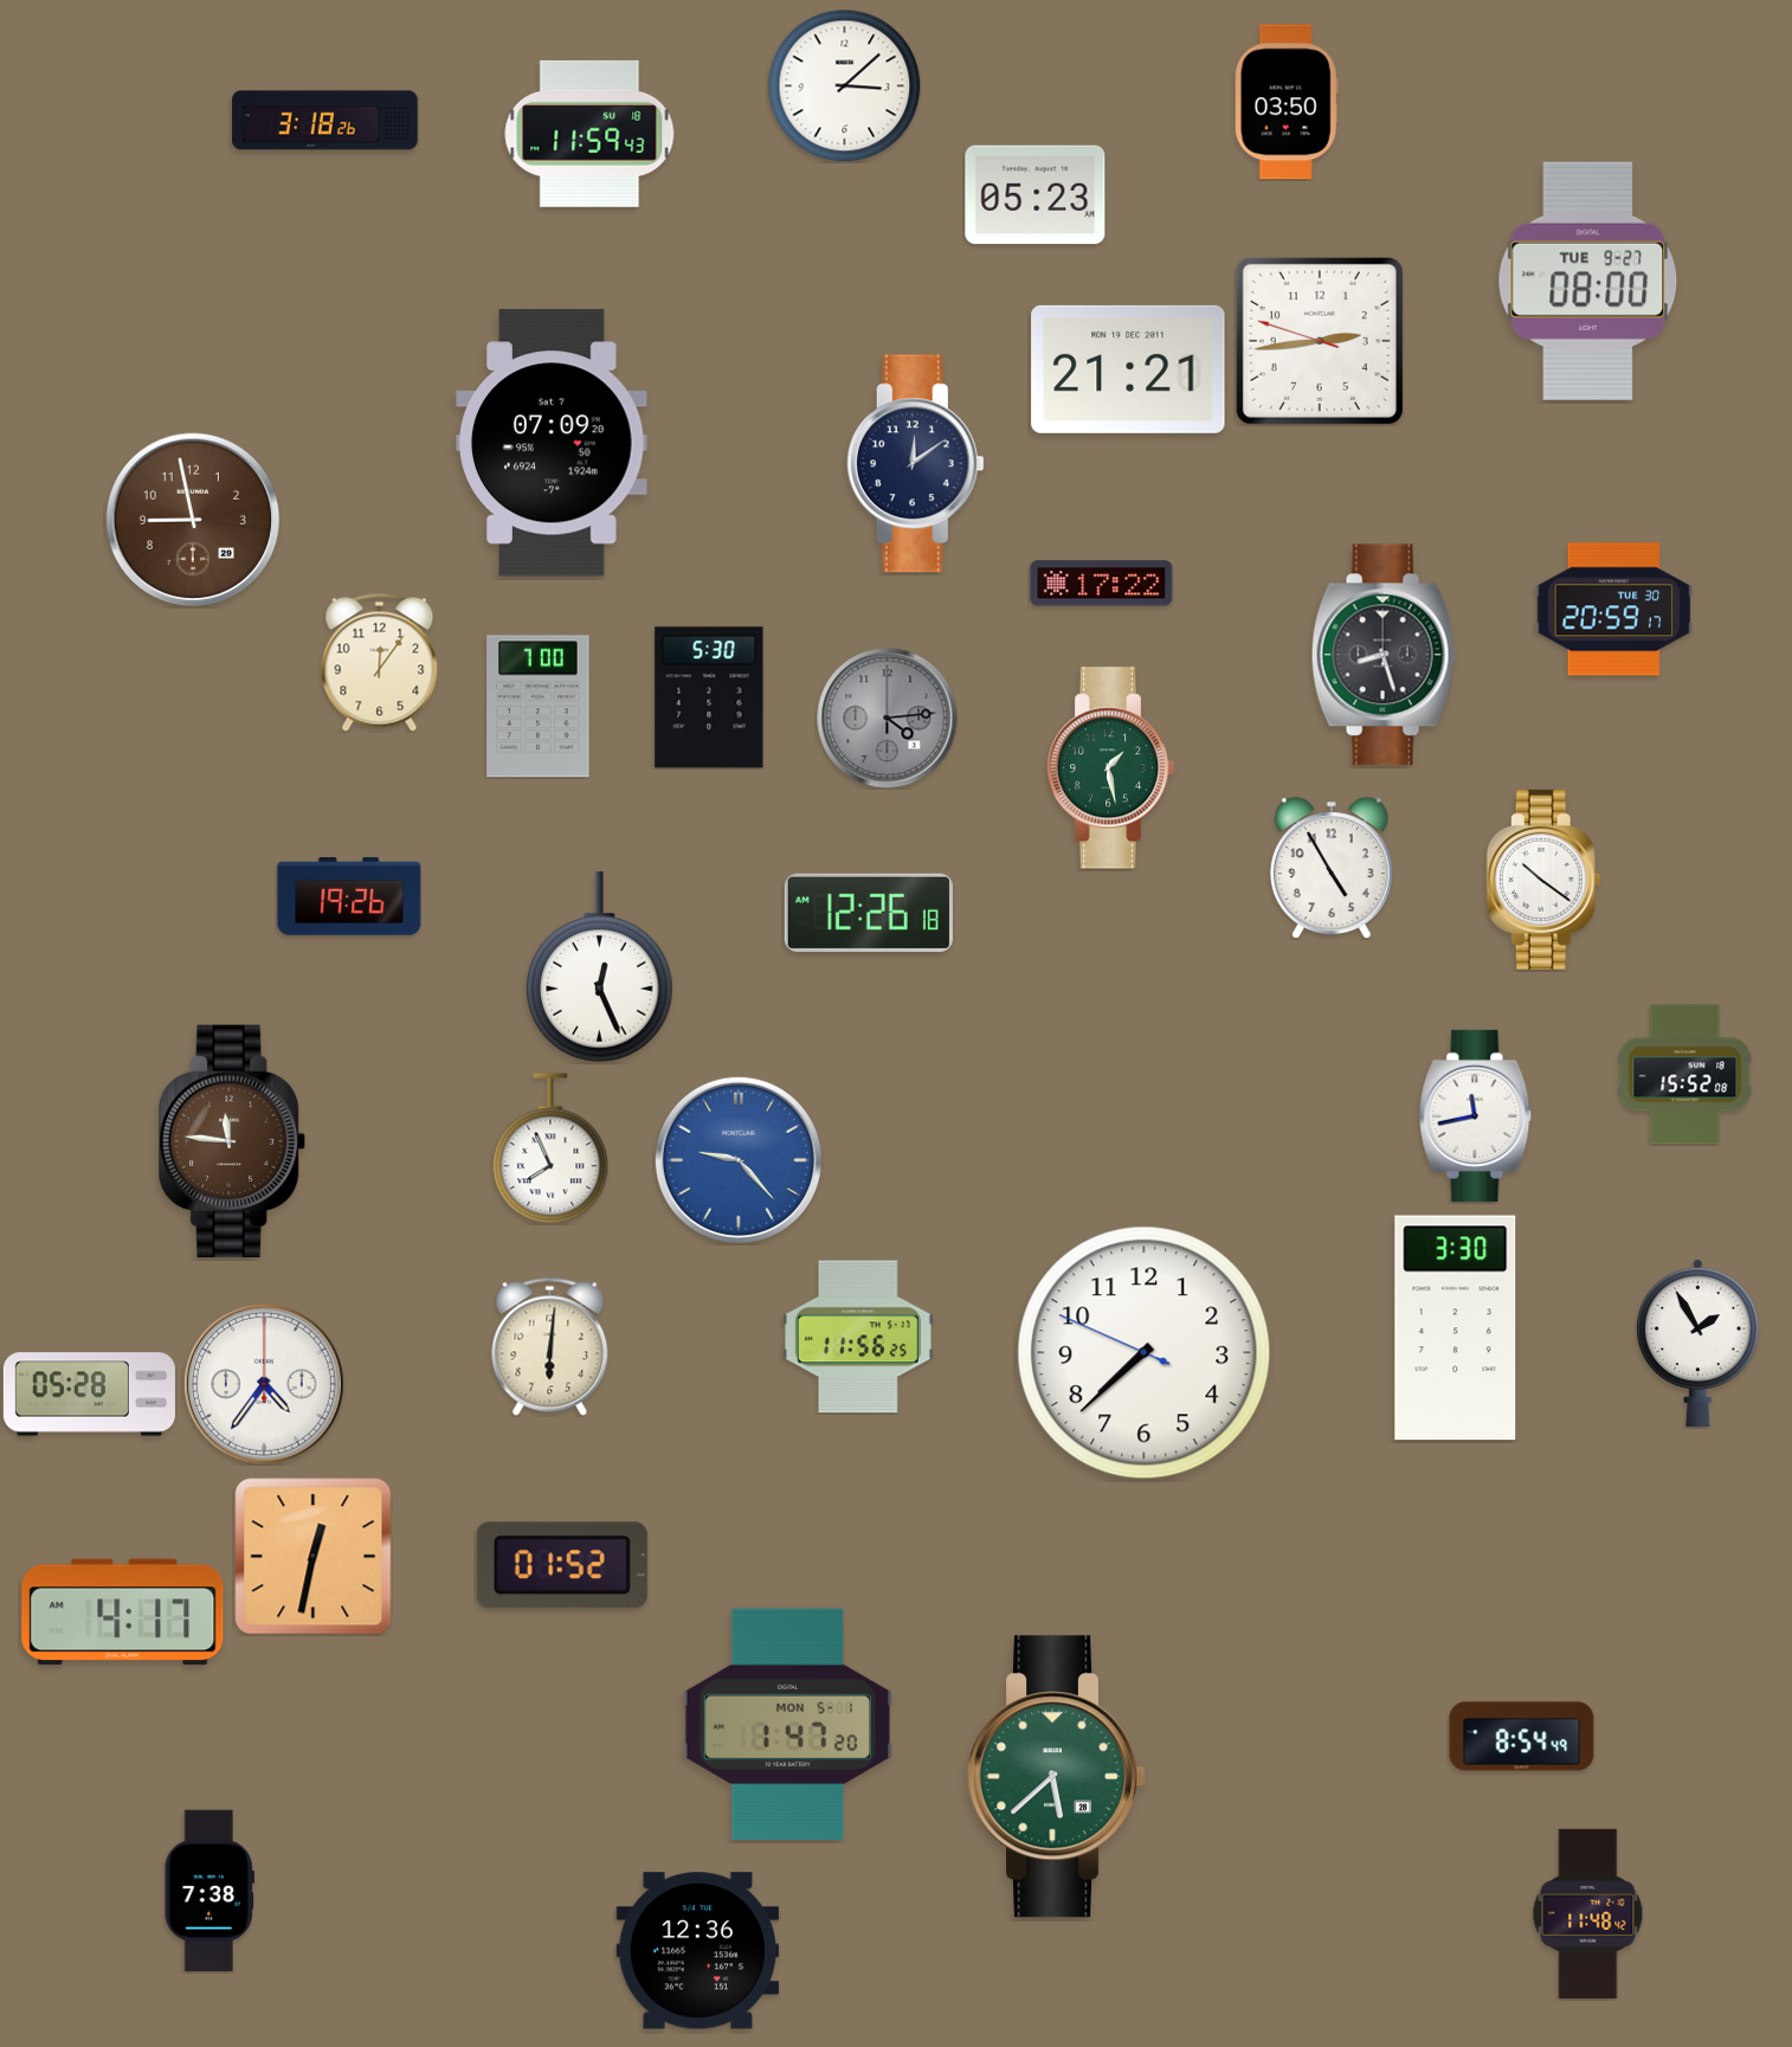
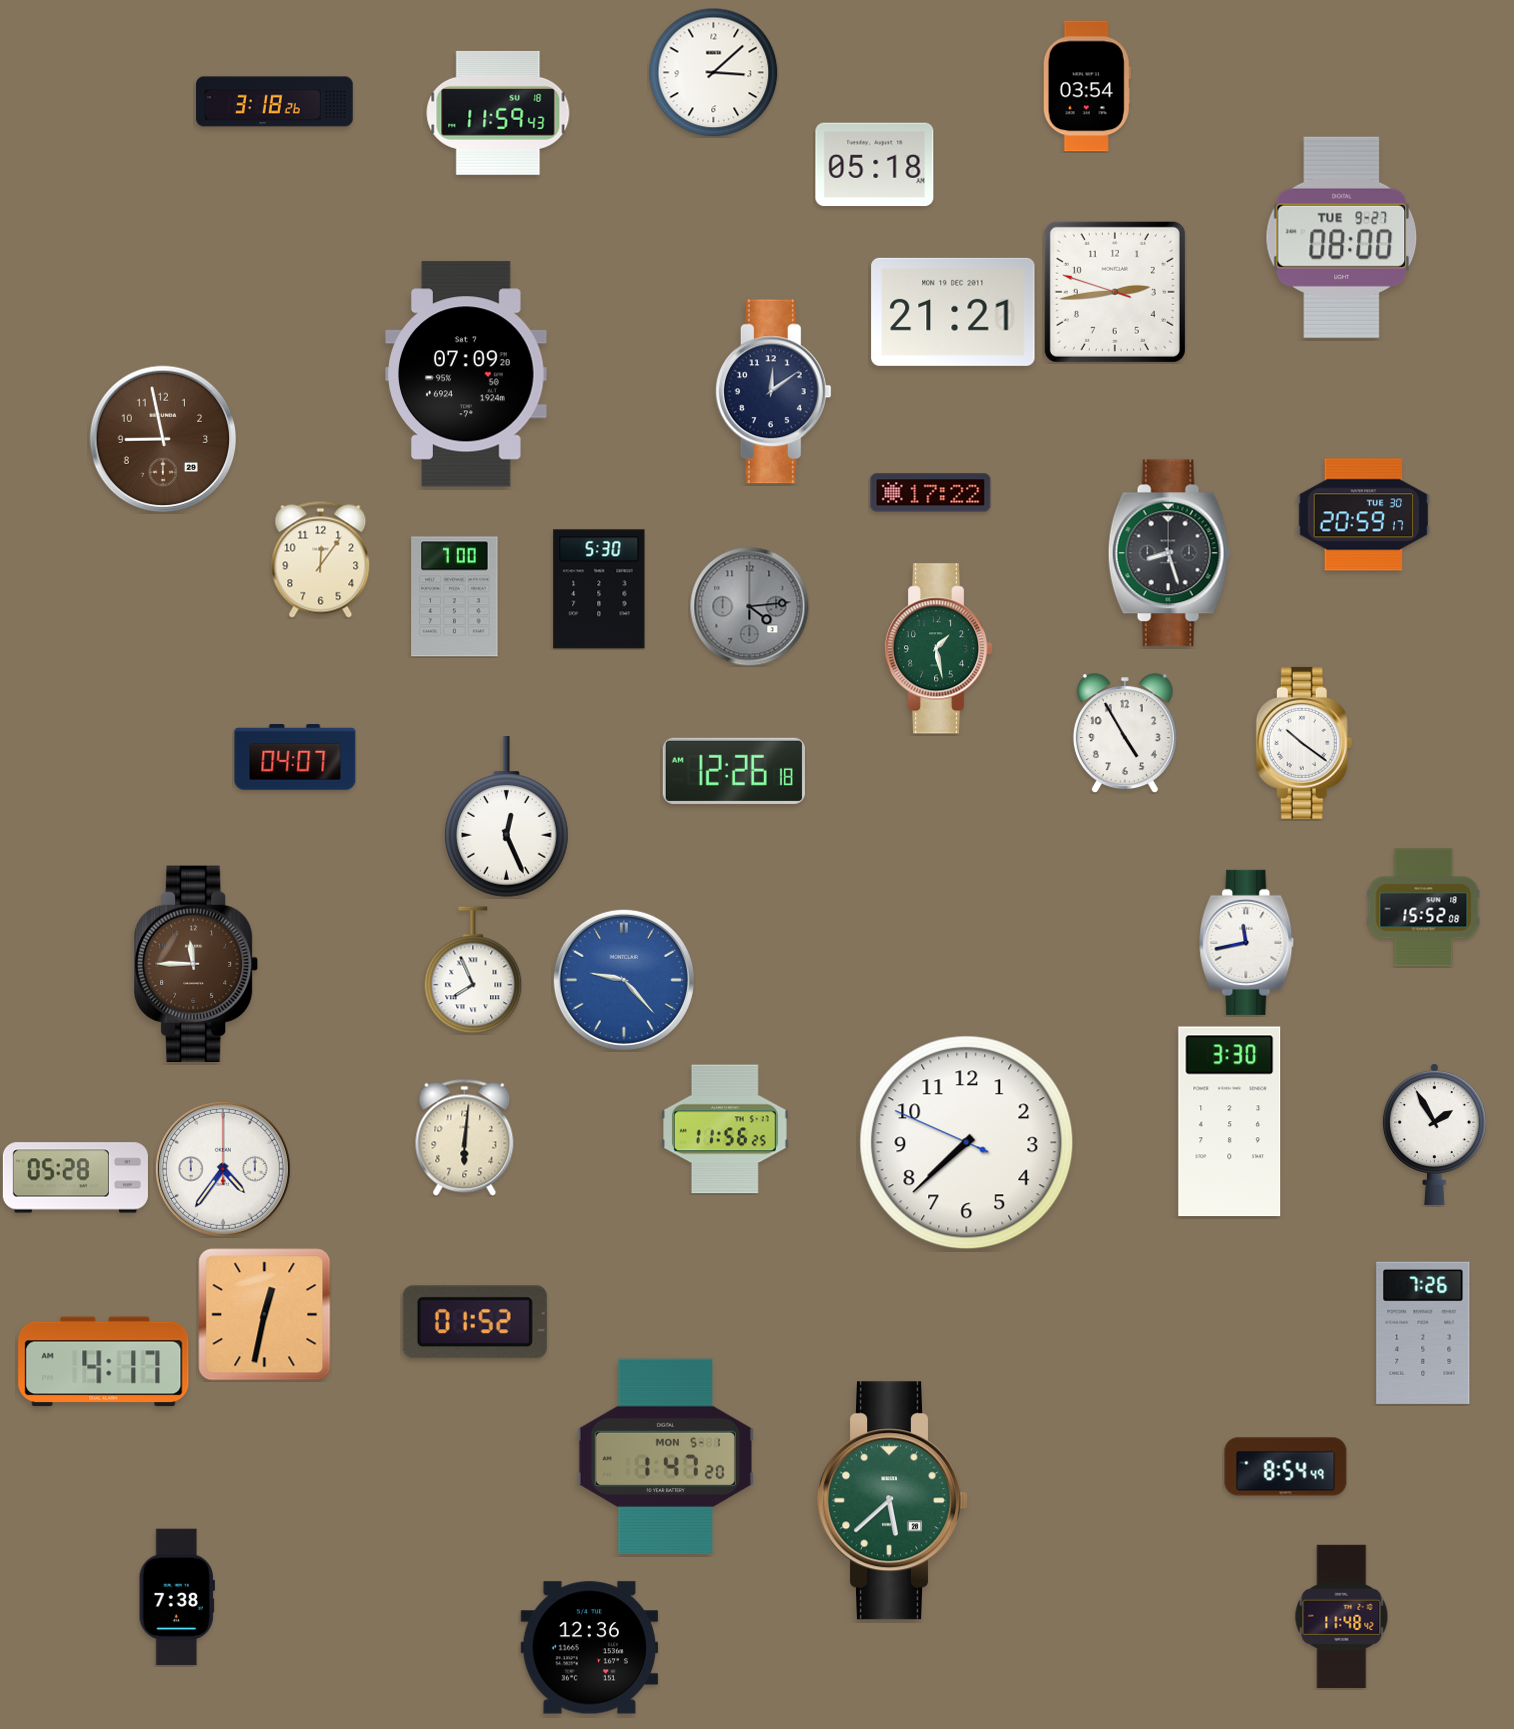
clock at (1287, 102): 03:50 -> 03:54
clock at (1036, 195): 05:23 -> 05:18
clock at (1320, 341) position: (1320, 341) -> (1115, 292)
clock at (349, 896): 19:26 -> 04:07
clock at (233, 1140): 11:46 -> 11:45
clock at (550, 1148) position: (550, 1148) -> (473, 970)
clock at (1423, 1333): none -> 7:26
